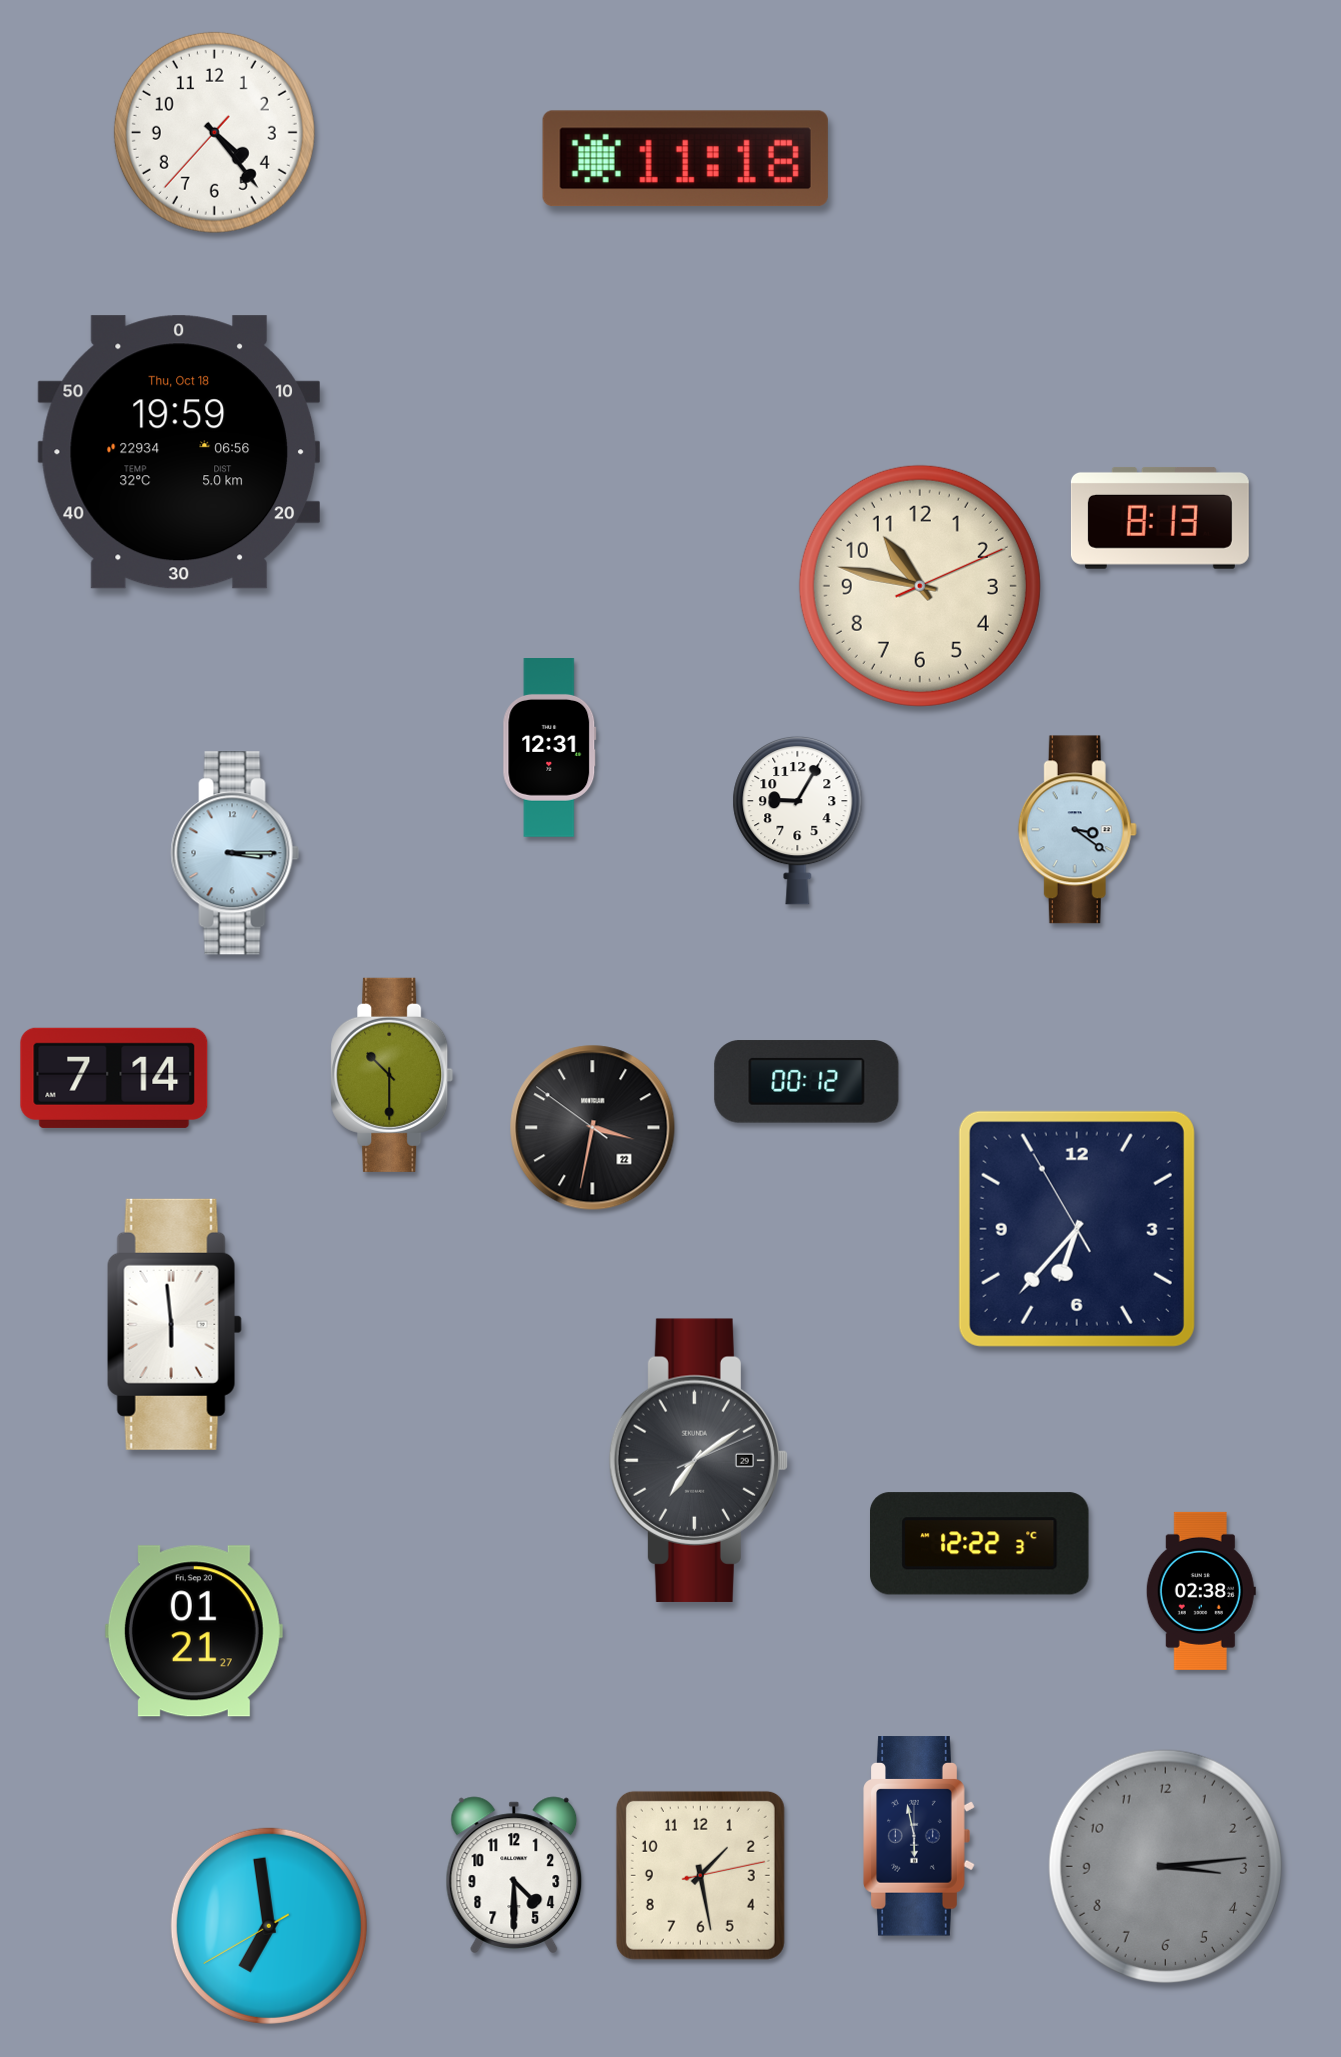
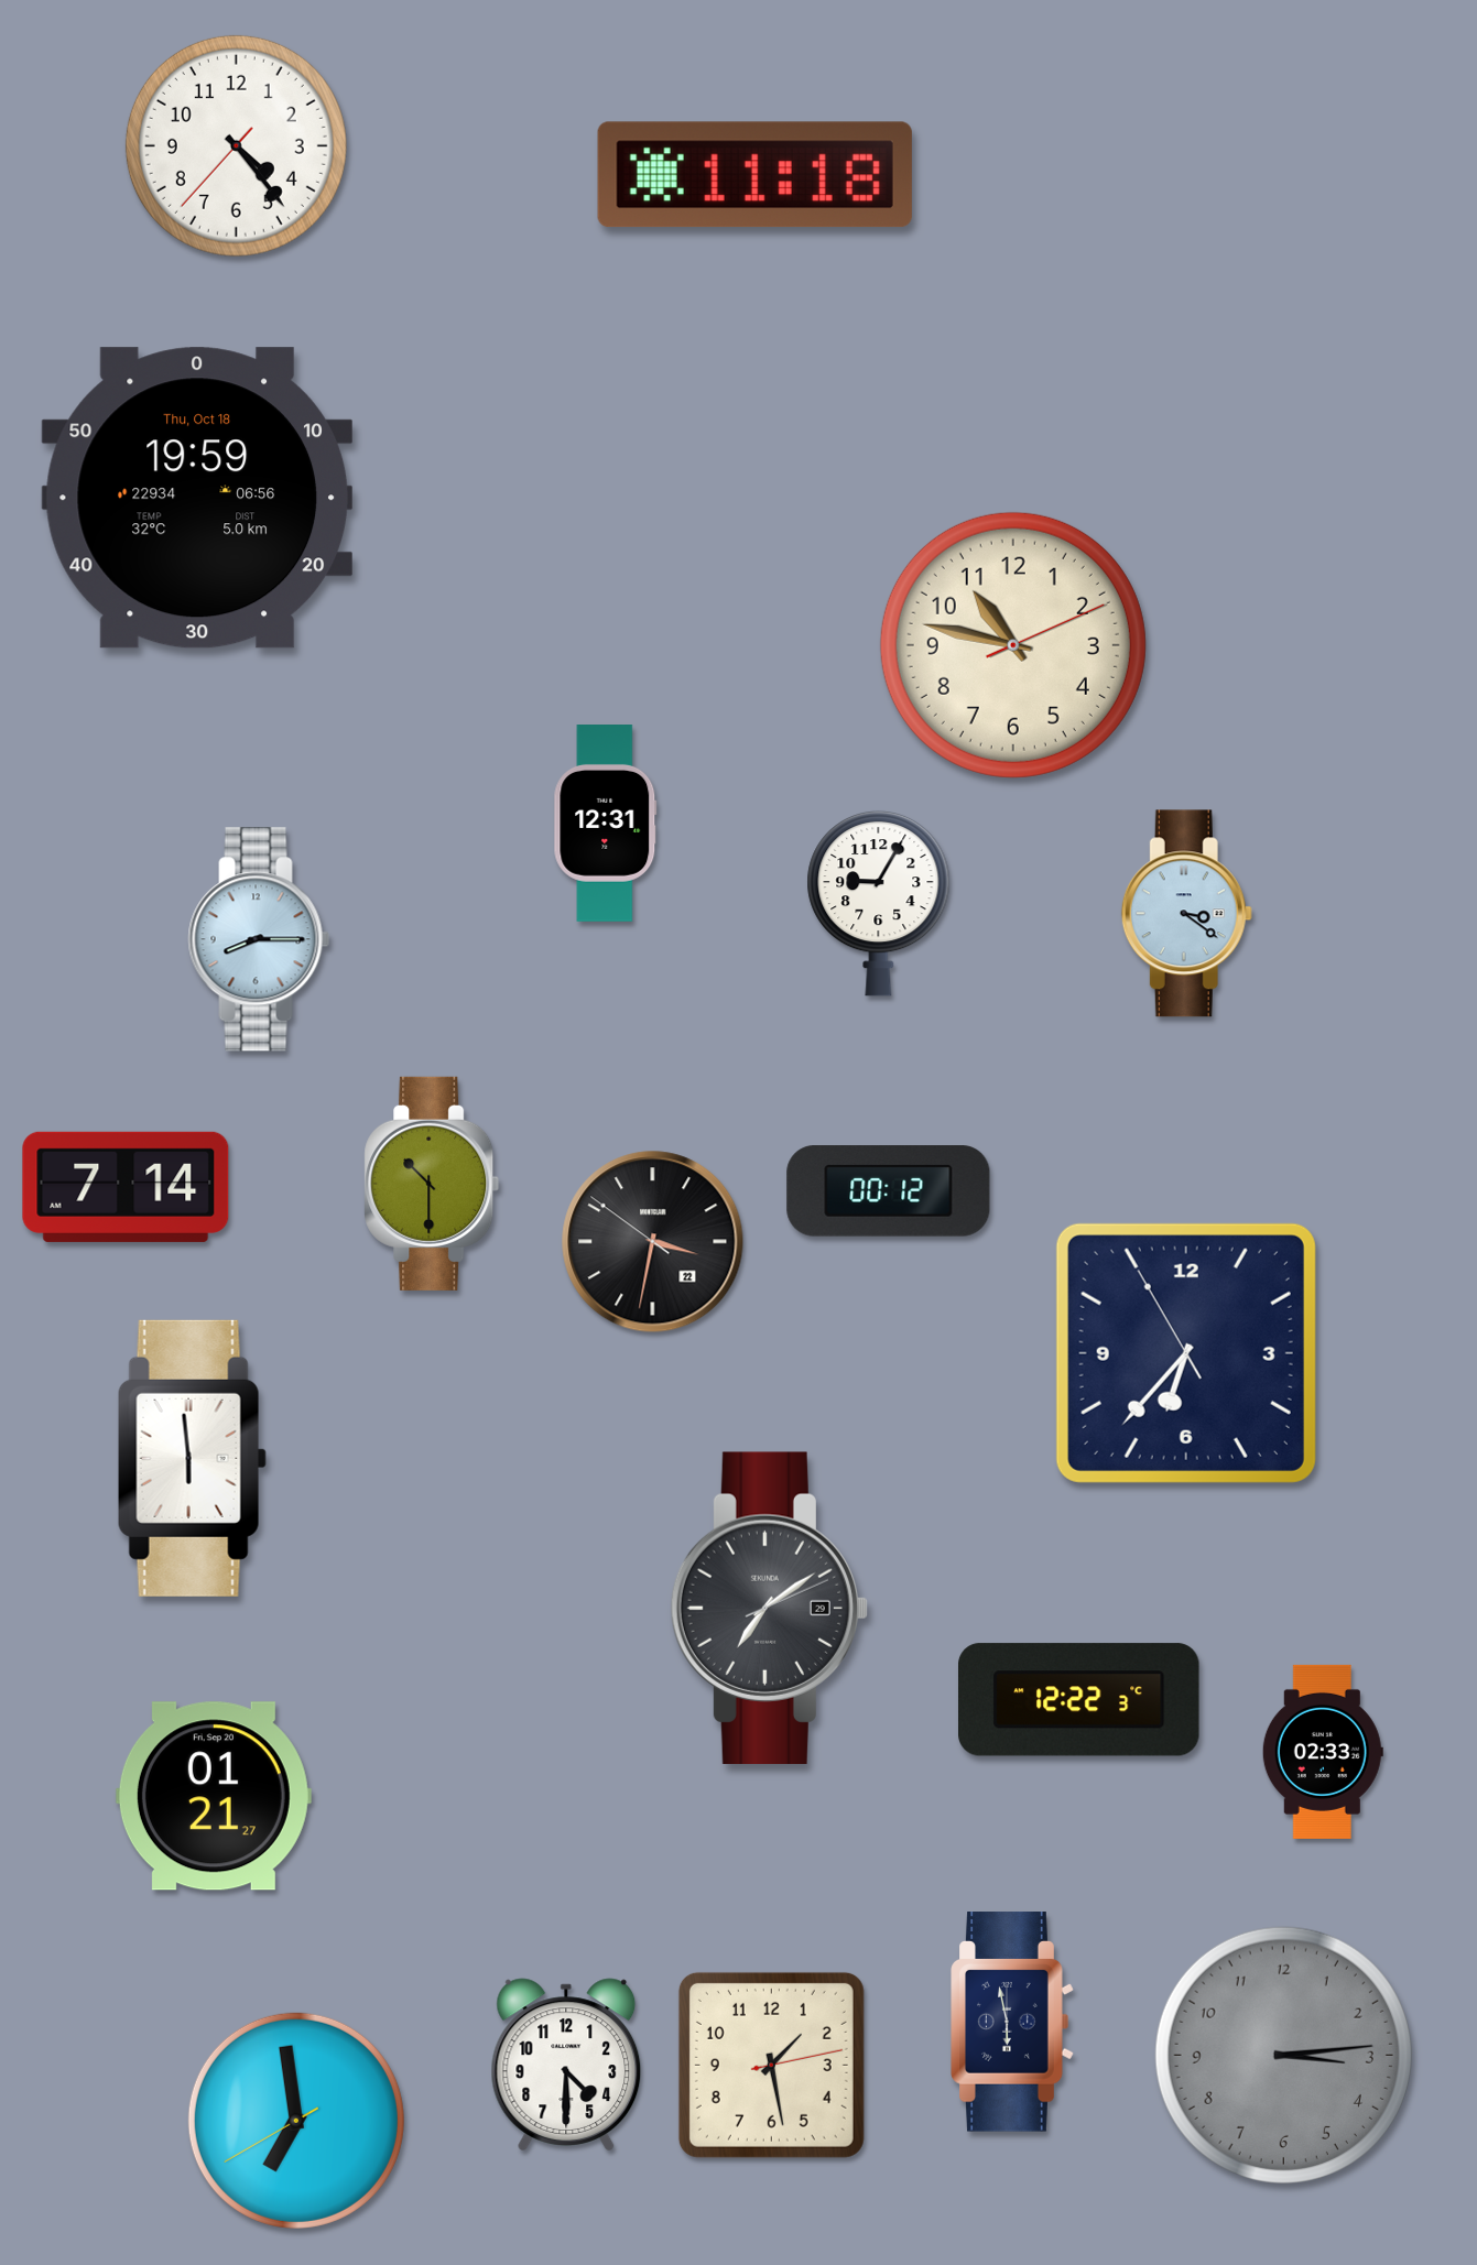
clock at (1160, 518): 8:13 -> none
clock at (235, 853): 3:15 -> 8:15
clock at (1201, 1591): 02:38 -> 02:33
